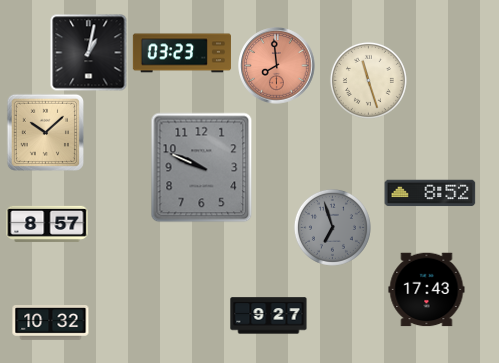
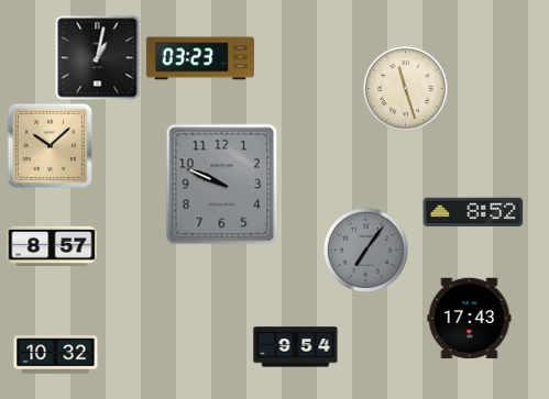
clock at (277, 66): 7:59 -> none
clock at (332, 227): 6:57 -> 7:06
clock at (269, 316): 9:27 -> 9:54
